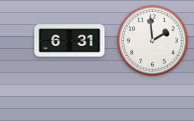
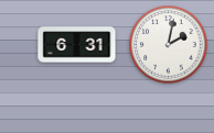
clock at (153, 41): 1:59 -> 2:02
